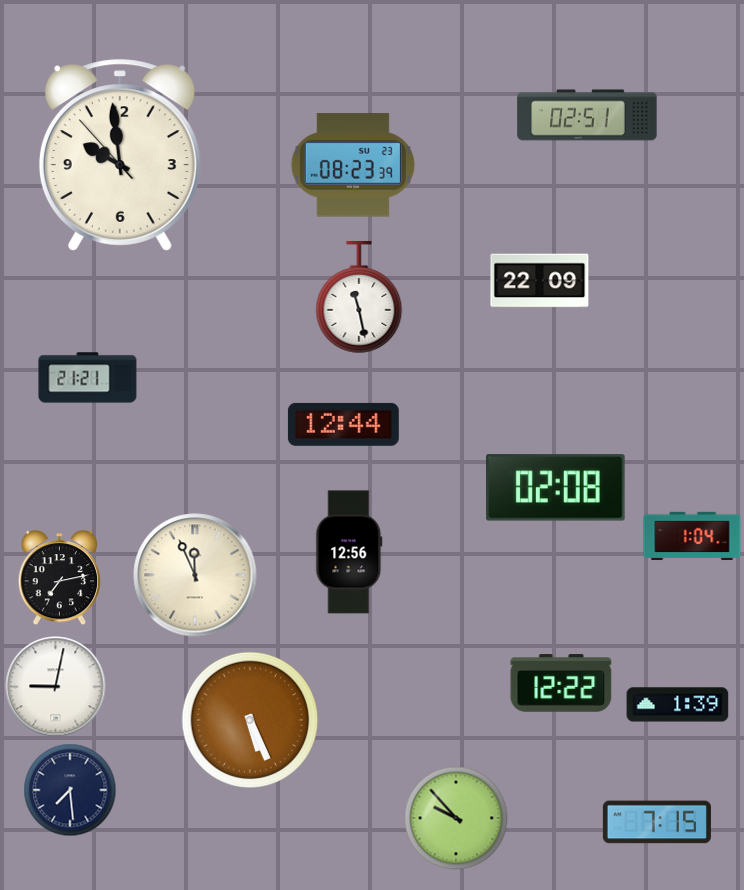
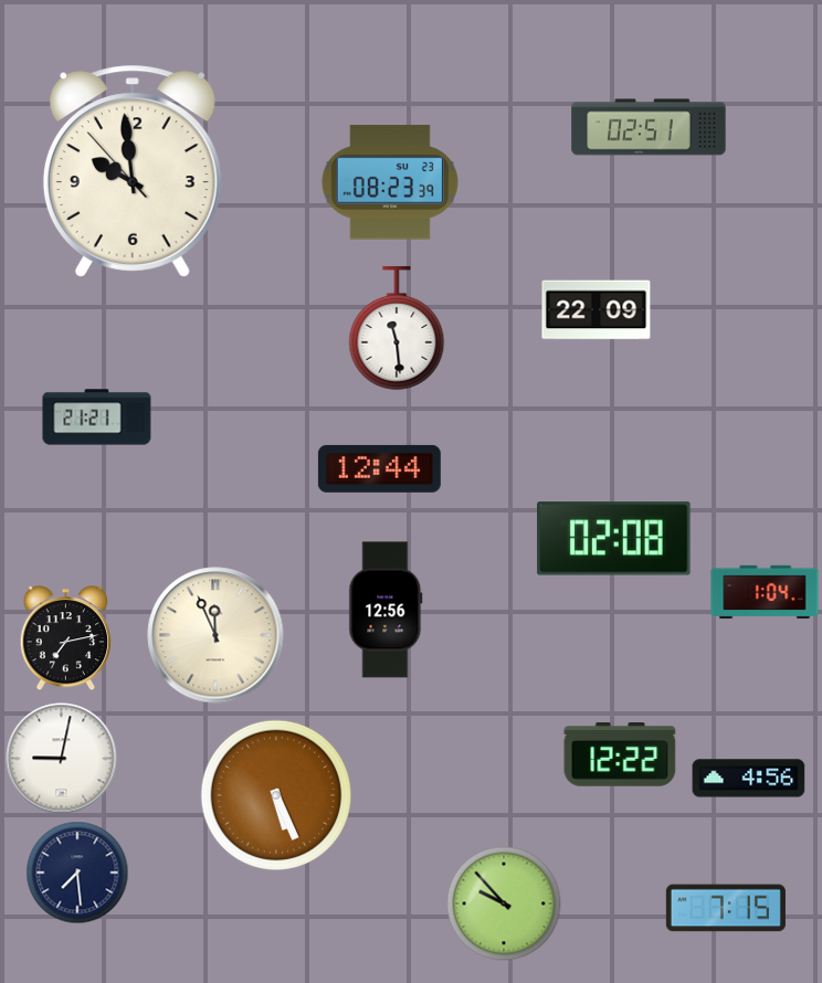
clock at (359, 298): 11:28 -> 11:29
clock at (678, 705): 1:39 -> 4:56
